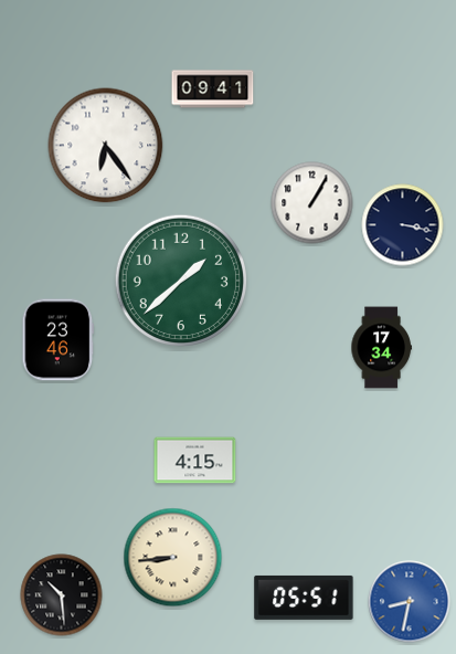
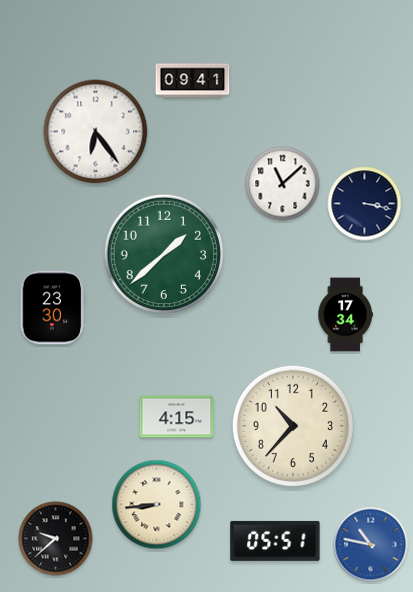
clock at (312, 203): 1:05 -> 11:08
clock at (59, 340): 23:46 -> 23:30
clock at (293, 426): none -> 10:37
clock at (62, 595): 10:29 -> 9:38
clock at (410, 602): 8:32 -> 10:47
